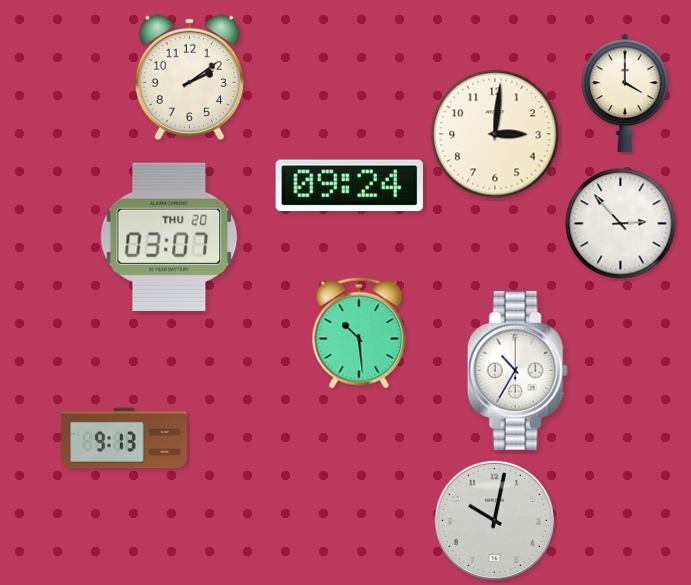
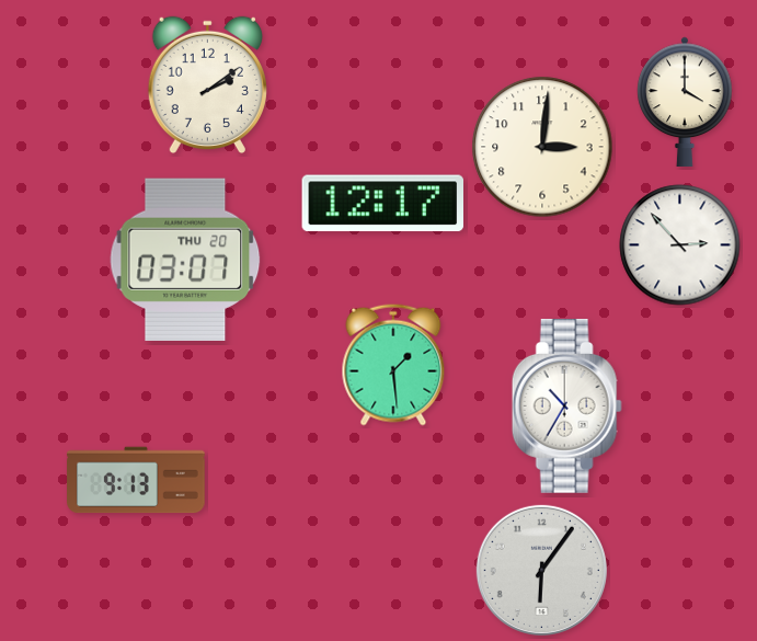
clock at (349, 186): 09:24 -> 12:17
clock at (359, 333): 10:29 -> 1:29
clock at (494, 520): 10:02 -> 6:06
